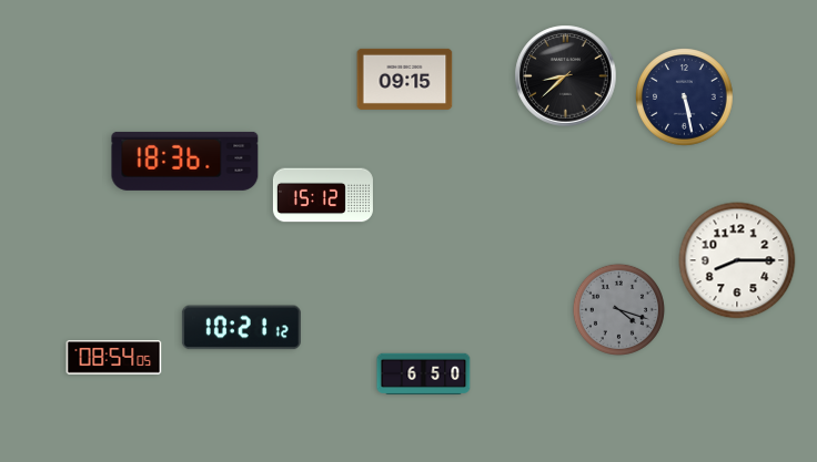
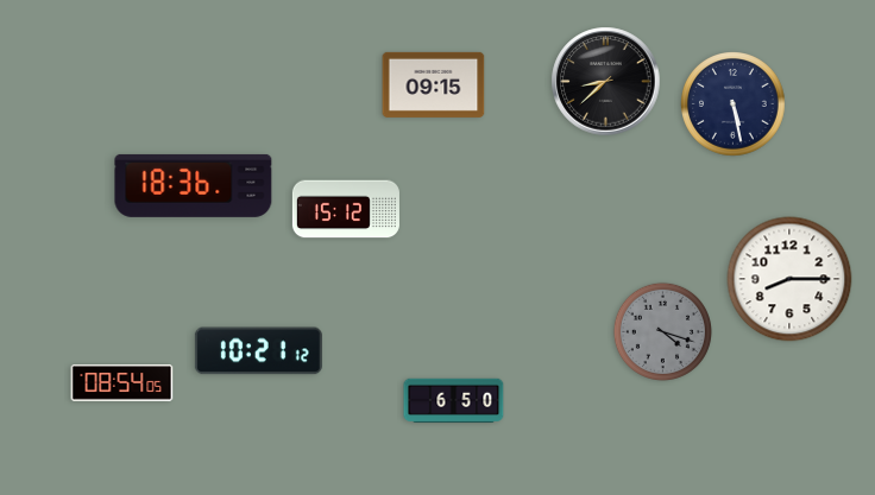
clock at (185, 161) position: (185, 161) -> (194, 185)
